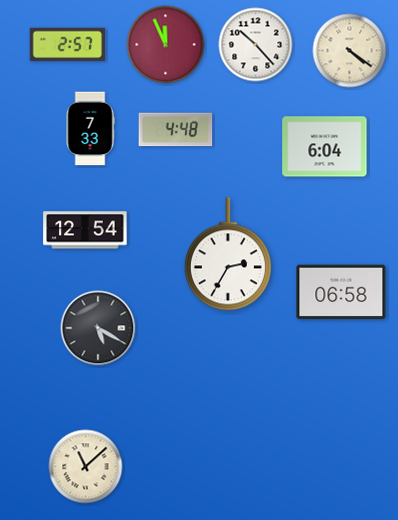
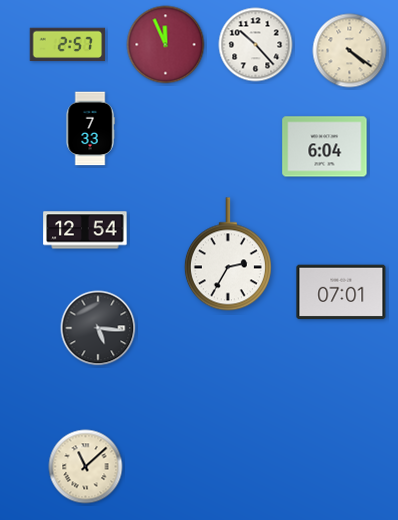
clock at (176, 130): 4:48 -> none
clock at (341, 292): 06:58 -> 07:01
clock at (98, 328): 5:20 -> 5:16
